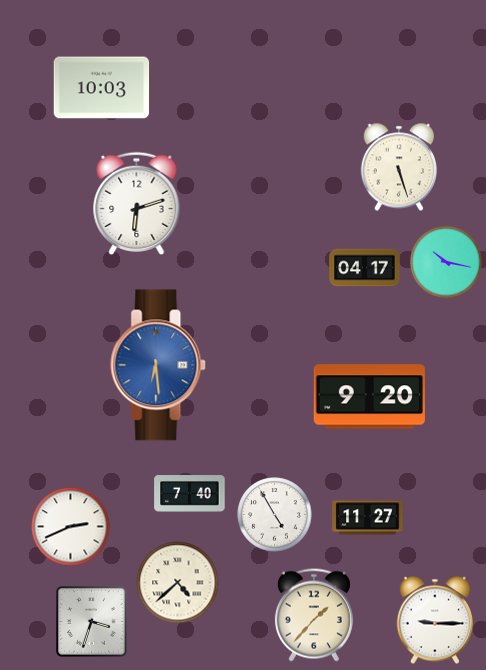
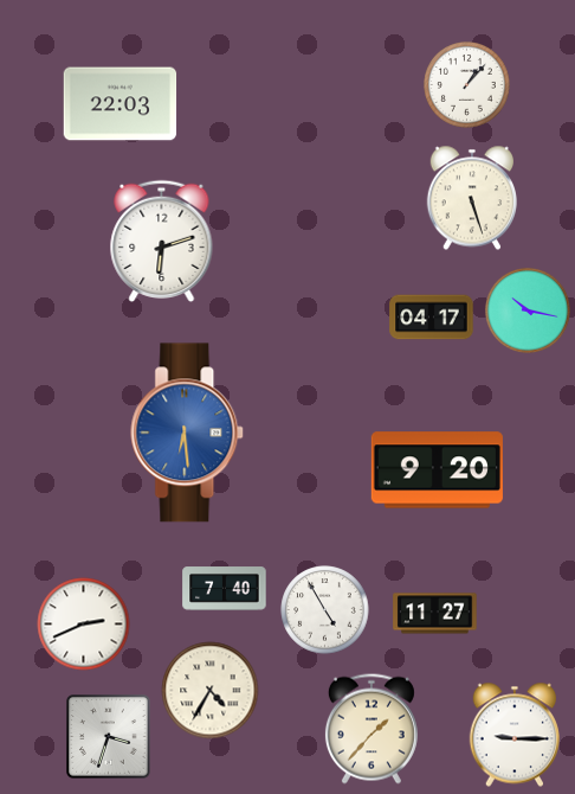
clock at (467, 85): none -> 1:07
clock at (102, 88): 10:03 -> 22:03
clock at (190, 494) position: (190, 494) -> (225, 589)
clock at (178, 583): 4:38 -> 4:35
